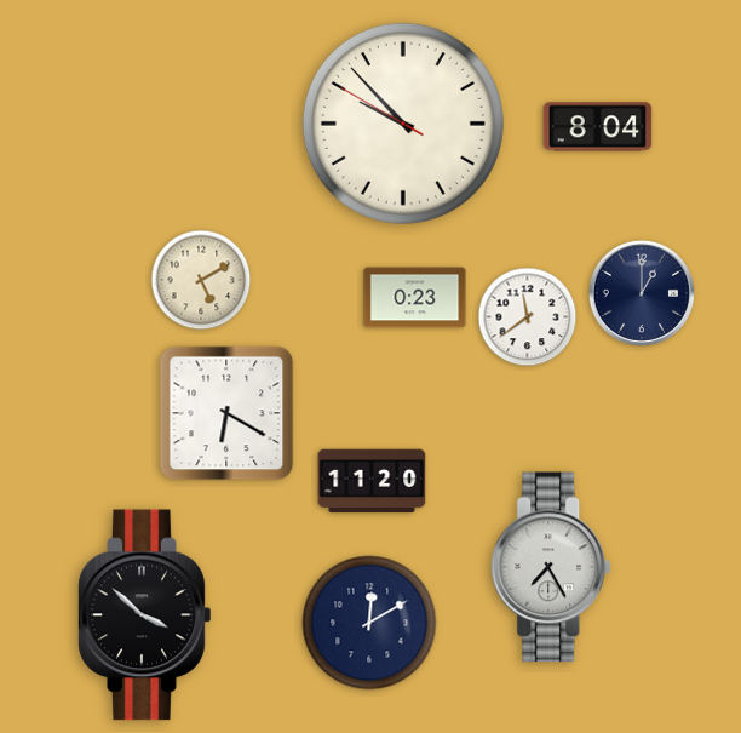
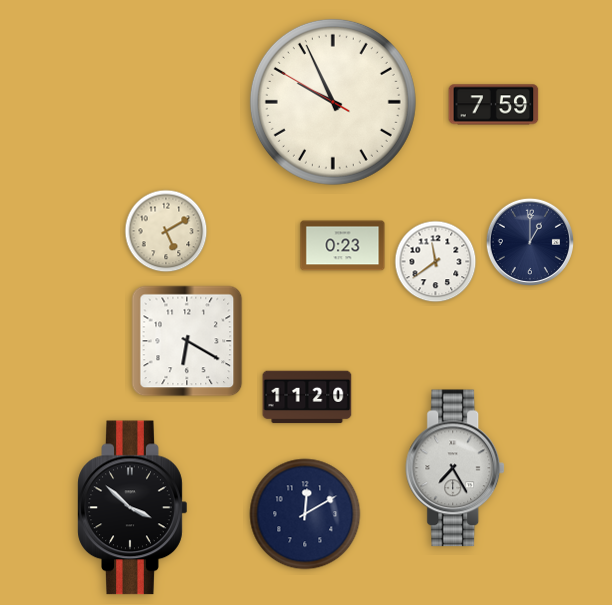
clock at (403, 124): 9:52 -> 9:55
clock at (598, 127): 8:04 -> 7:59
clock at (145, 615) position: (145, 615) -> (133, 508)
